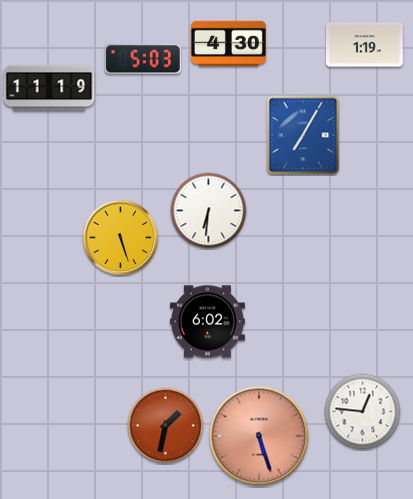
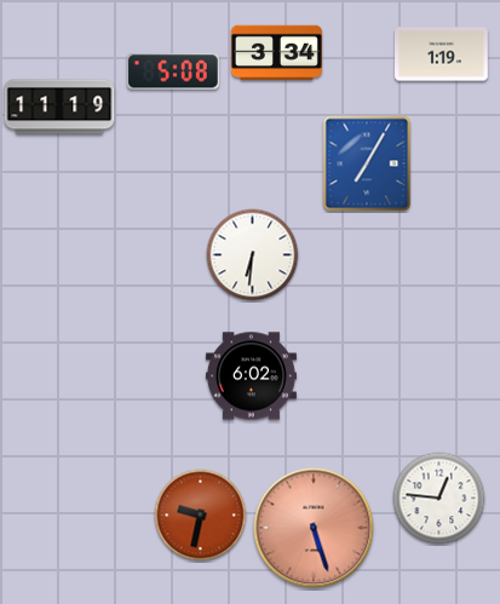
clock at (228, 44): 4:30 -> 3:34
clock at (143, 59): 5:03 -> 5:08
clock at (121, 238): 5:27 -> none
clock at (207, 322) position: (207, 322) -> (251, 376)
clock at (166, 426): 1:32 -> 9:32
